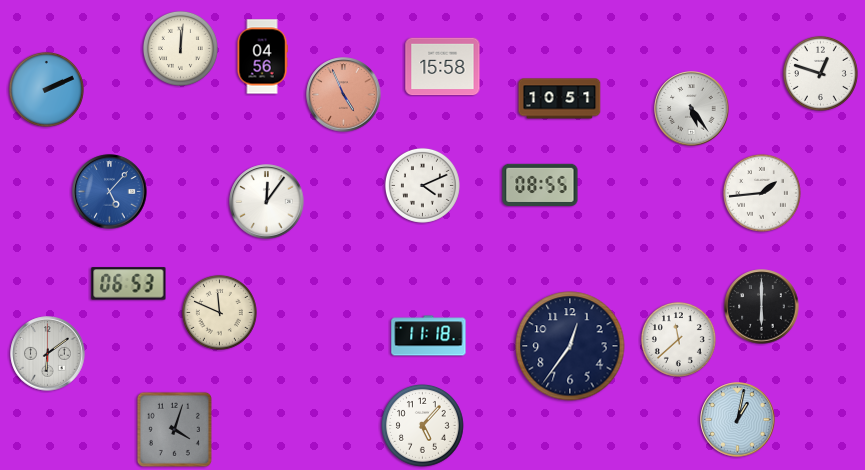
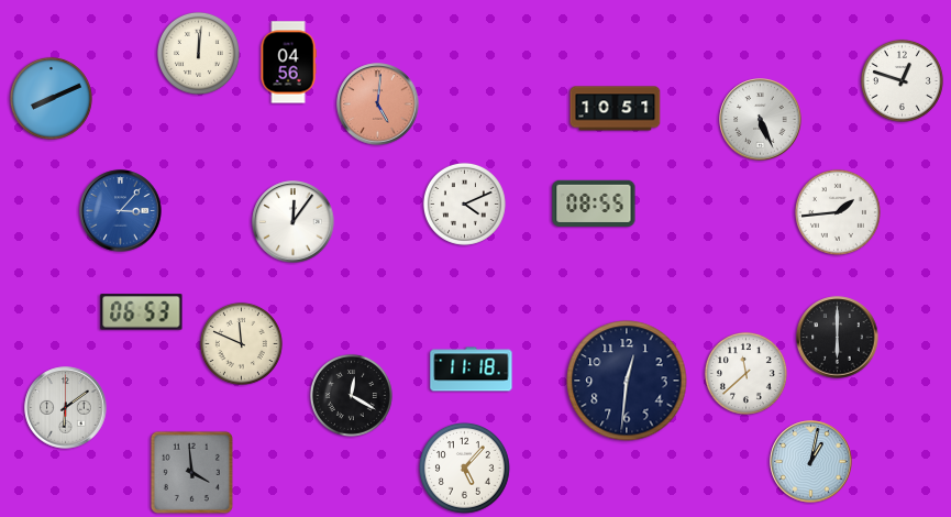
clock at (443, 67): 15:58 -> none
clock at (46, 89): 2:11 -> 8:11
clock at (344, 95): 4:56 -> 5:01
clock at (692, 109): 5:24 -> 5:26
clock at (110, 192): 5:07 -> 3:07
clock at (570, 346): 12:36 -> 12:31
clock at (48, 354) position: (48, 354) -> (66, 408)
clock at (351, 395): none -> 12:20
clock at (174, 429): 4:03 -> 3:59
